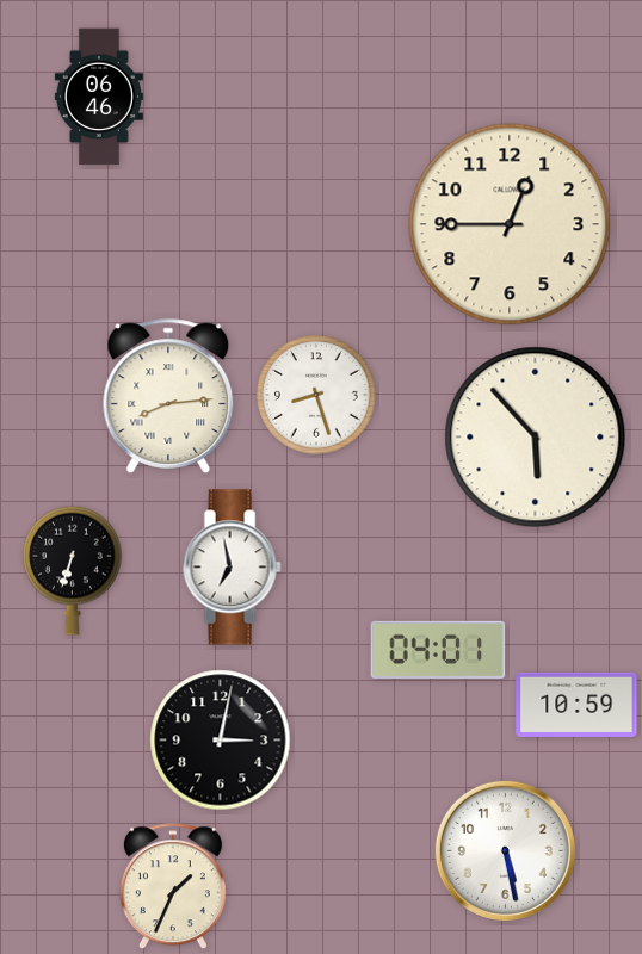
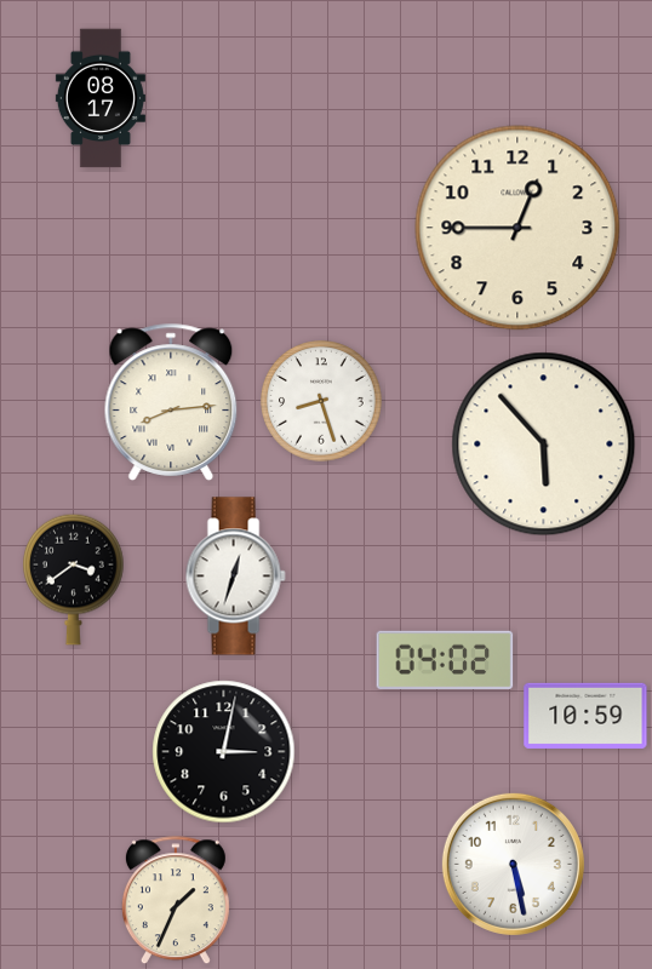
clock at (99, 97): 06:46 -> 08:17
clock at (232, 568): 6:58 -> 12:33
clock at (73, 570): 6:33 -> 3:39
clock at (438, 649): 04:01 -> 04:02
